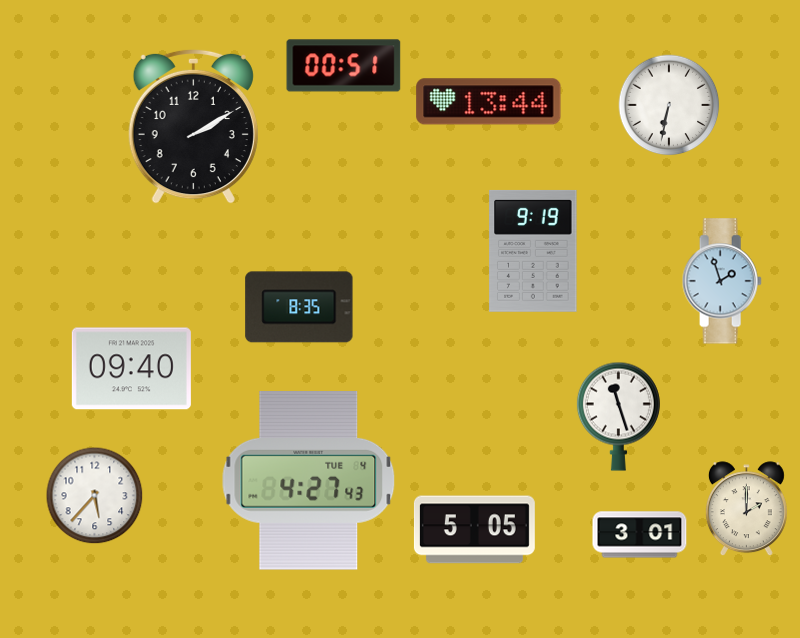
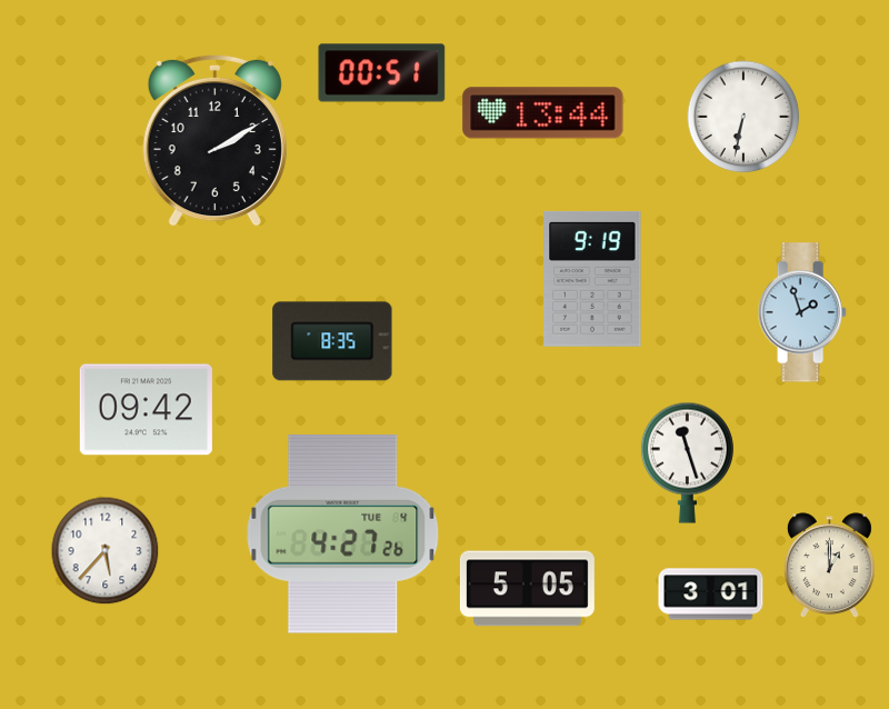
clock at (131, 369): 09:40 -> 09:42
clock at (309, 480): 4:27:43 -> 4:27:26
clock at (746, 509): 2:00 -> 1:00
